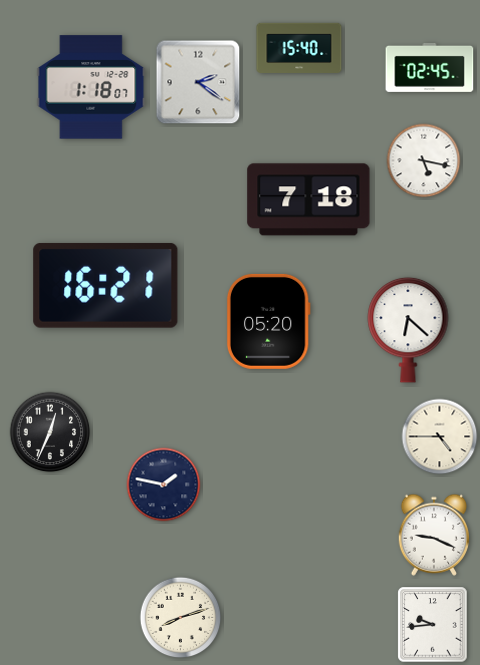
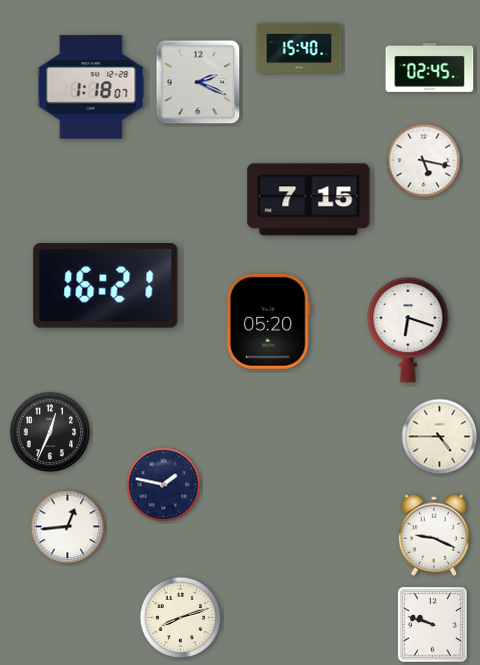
clock at (198, 82): 2:21 -> 2:19
clock at (309, 200): 7:18 -> 7:15
clock at (408, 330): 6:22 -> 6:18
clock at (68, 527): none -> 12:44
clock at (433, 625): 9:44 -> 9:48
